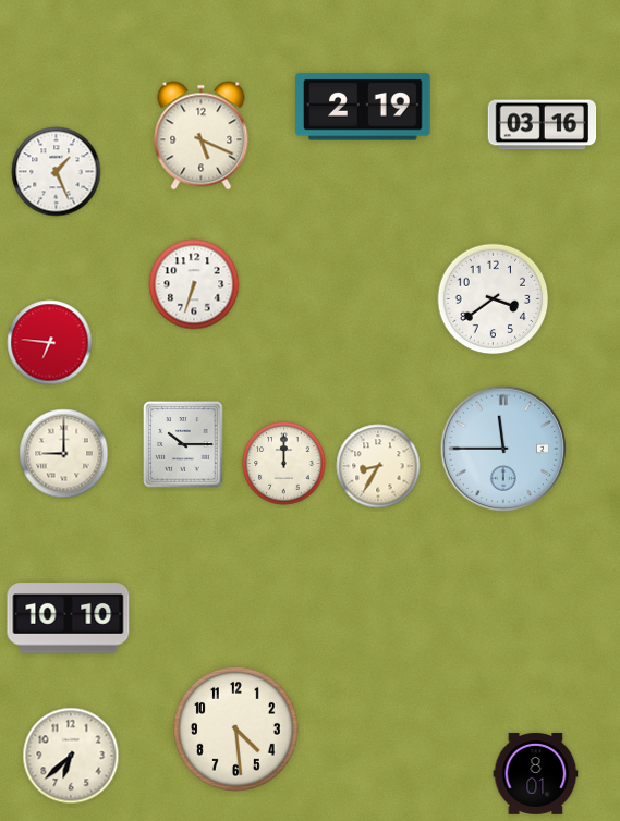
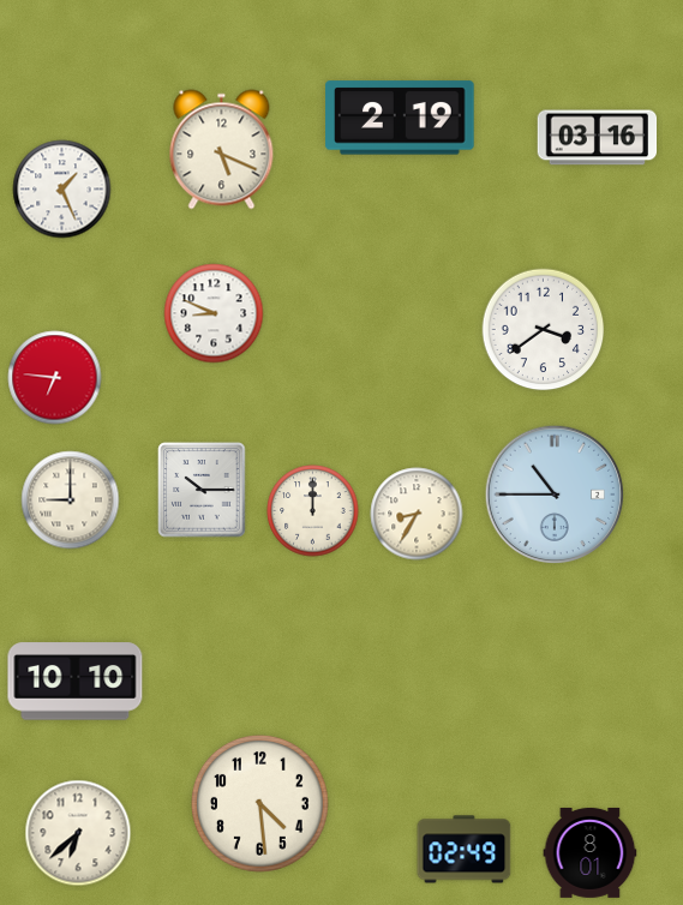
clock at (194, 284): 6:33 -> 8:49
clock at (503, 449): 11:45 -> 10:45
clock at (465, 850): none -> 02:49
